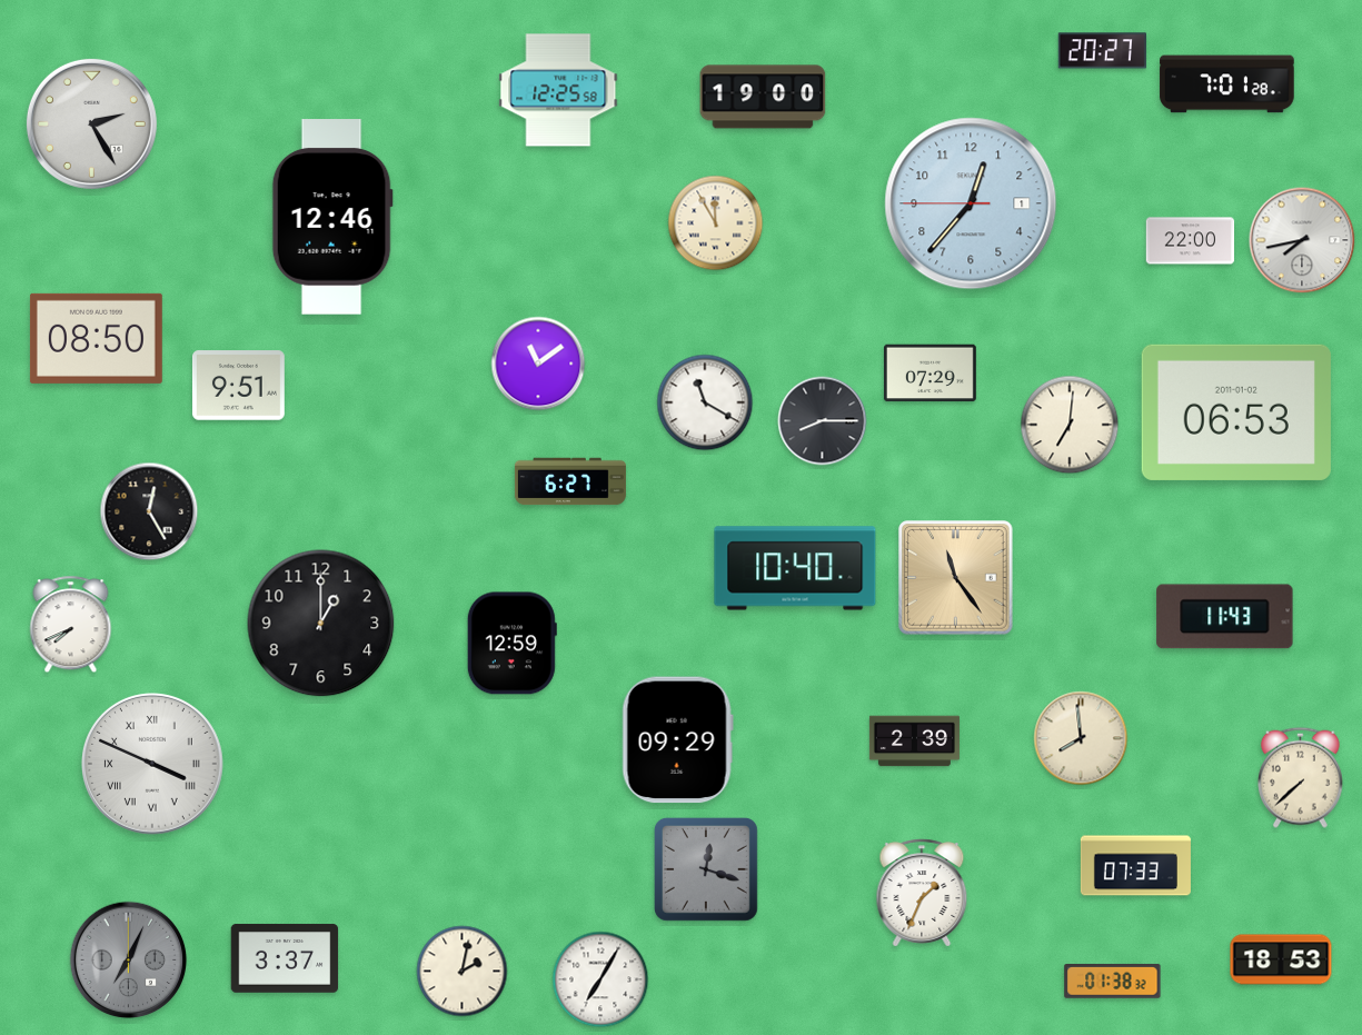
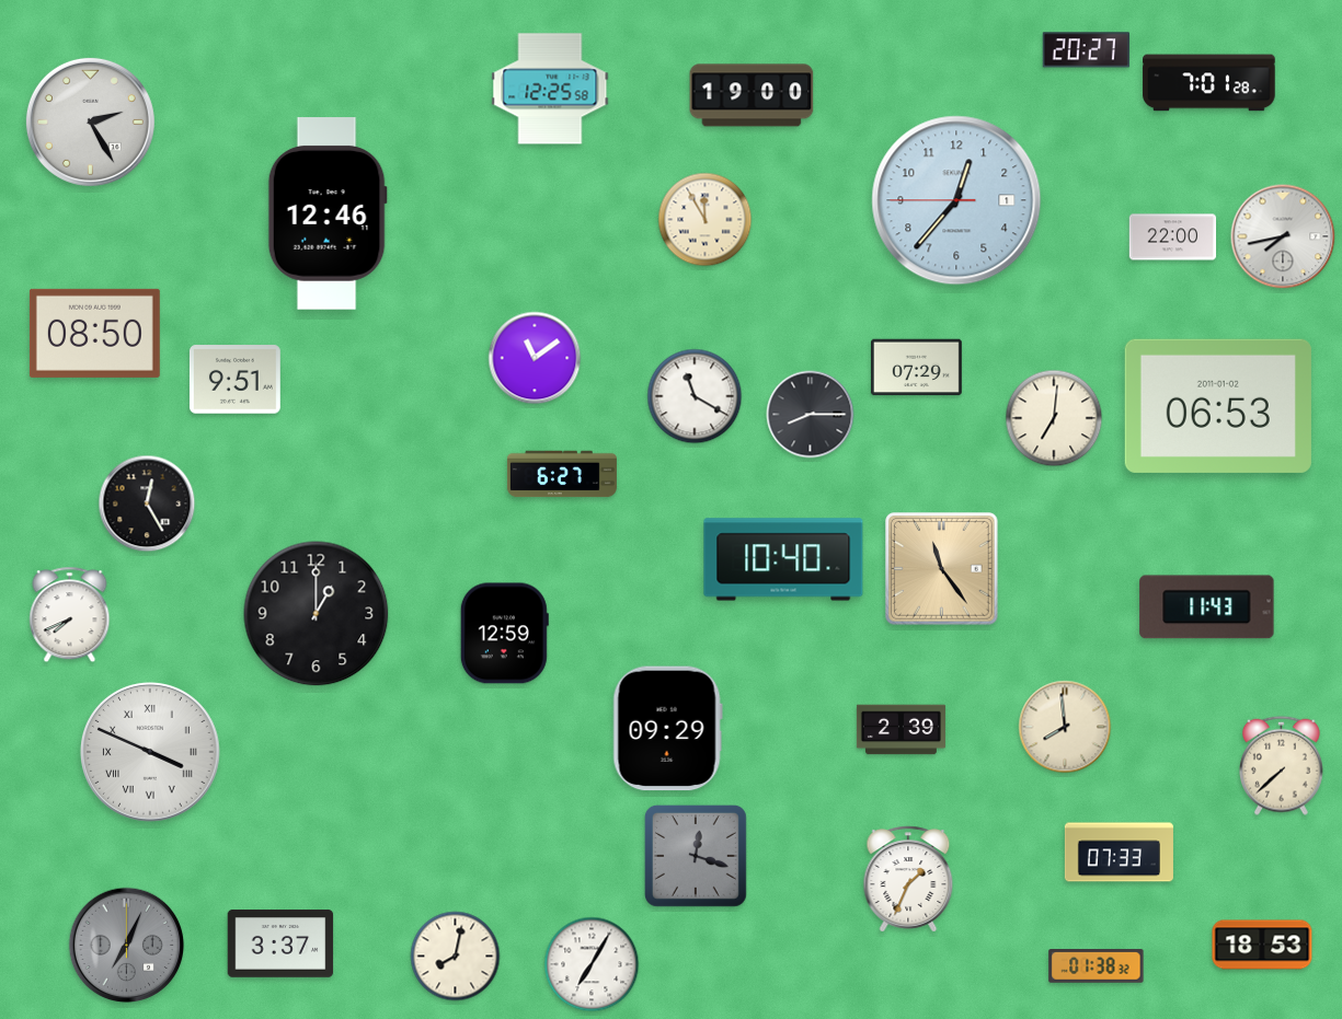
clock at (538, 364) position: (538, 364) -> (535, 358)
clock at (463, 972): 2:02 -> 8:02
